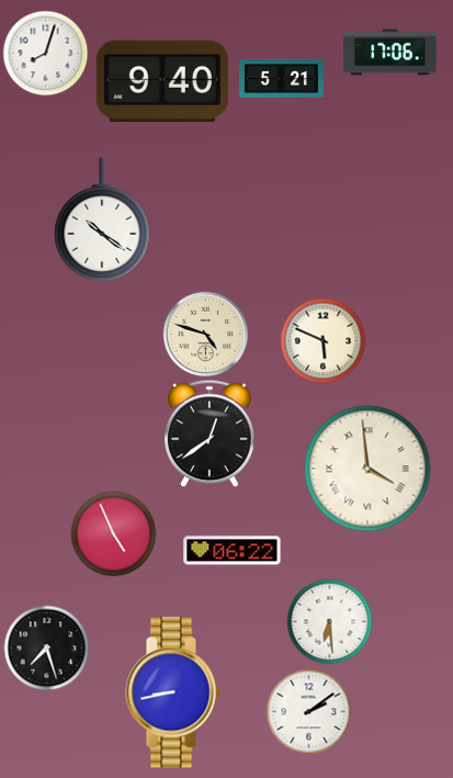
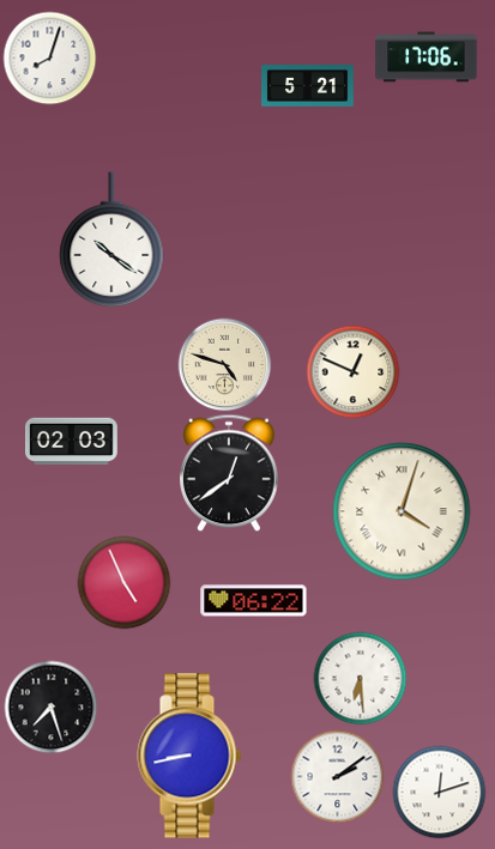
clock at (162, 81): 9:40 -> none
clock at (322, 340): 5:49 -> 12:49
clock at (72, 441): none -> 02:03
clock at (367, 469): 3:59 -> 4:03
clock at (439, 792): none -> 12:12
